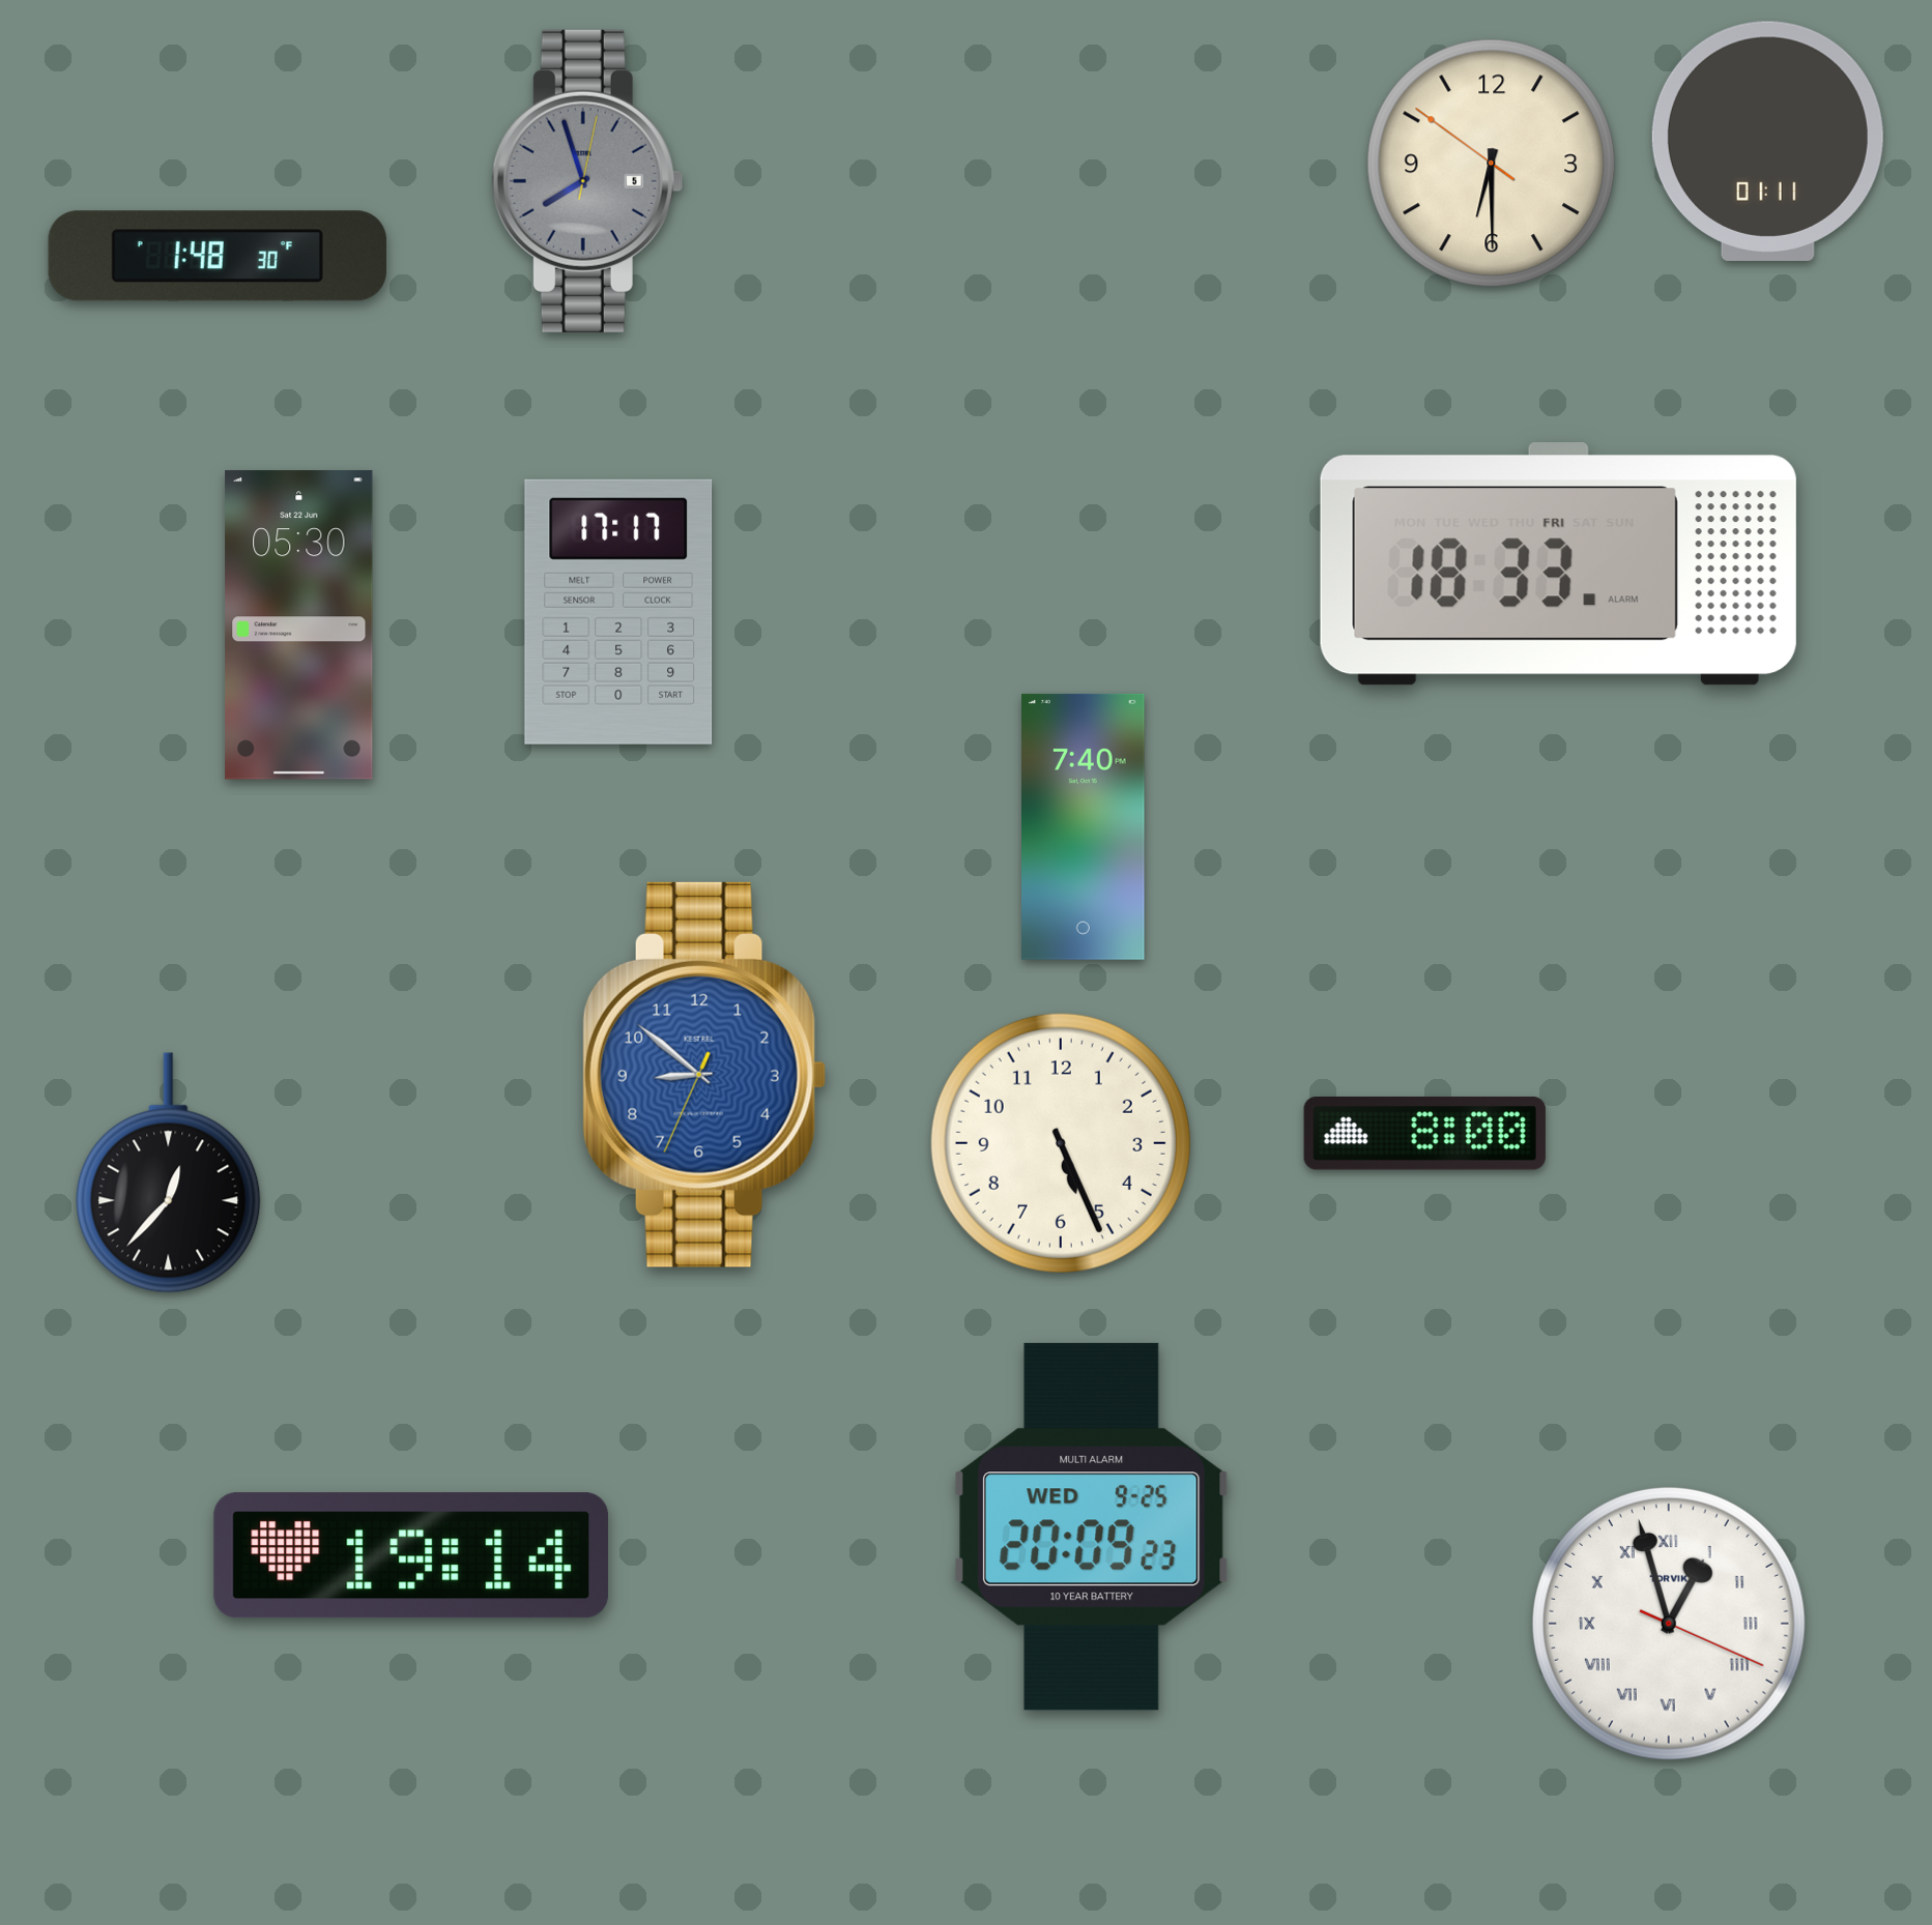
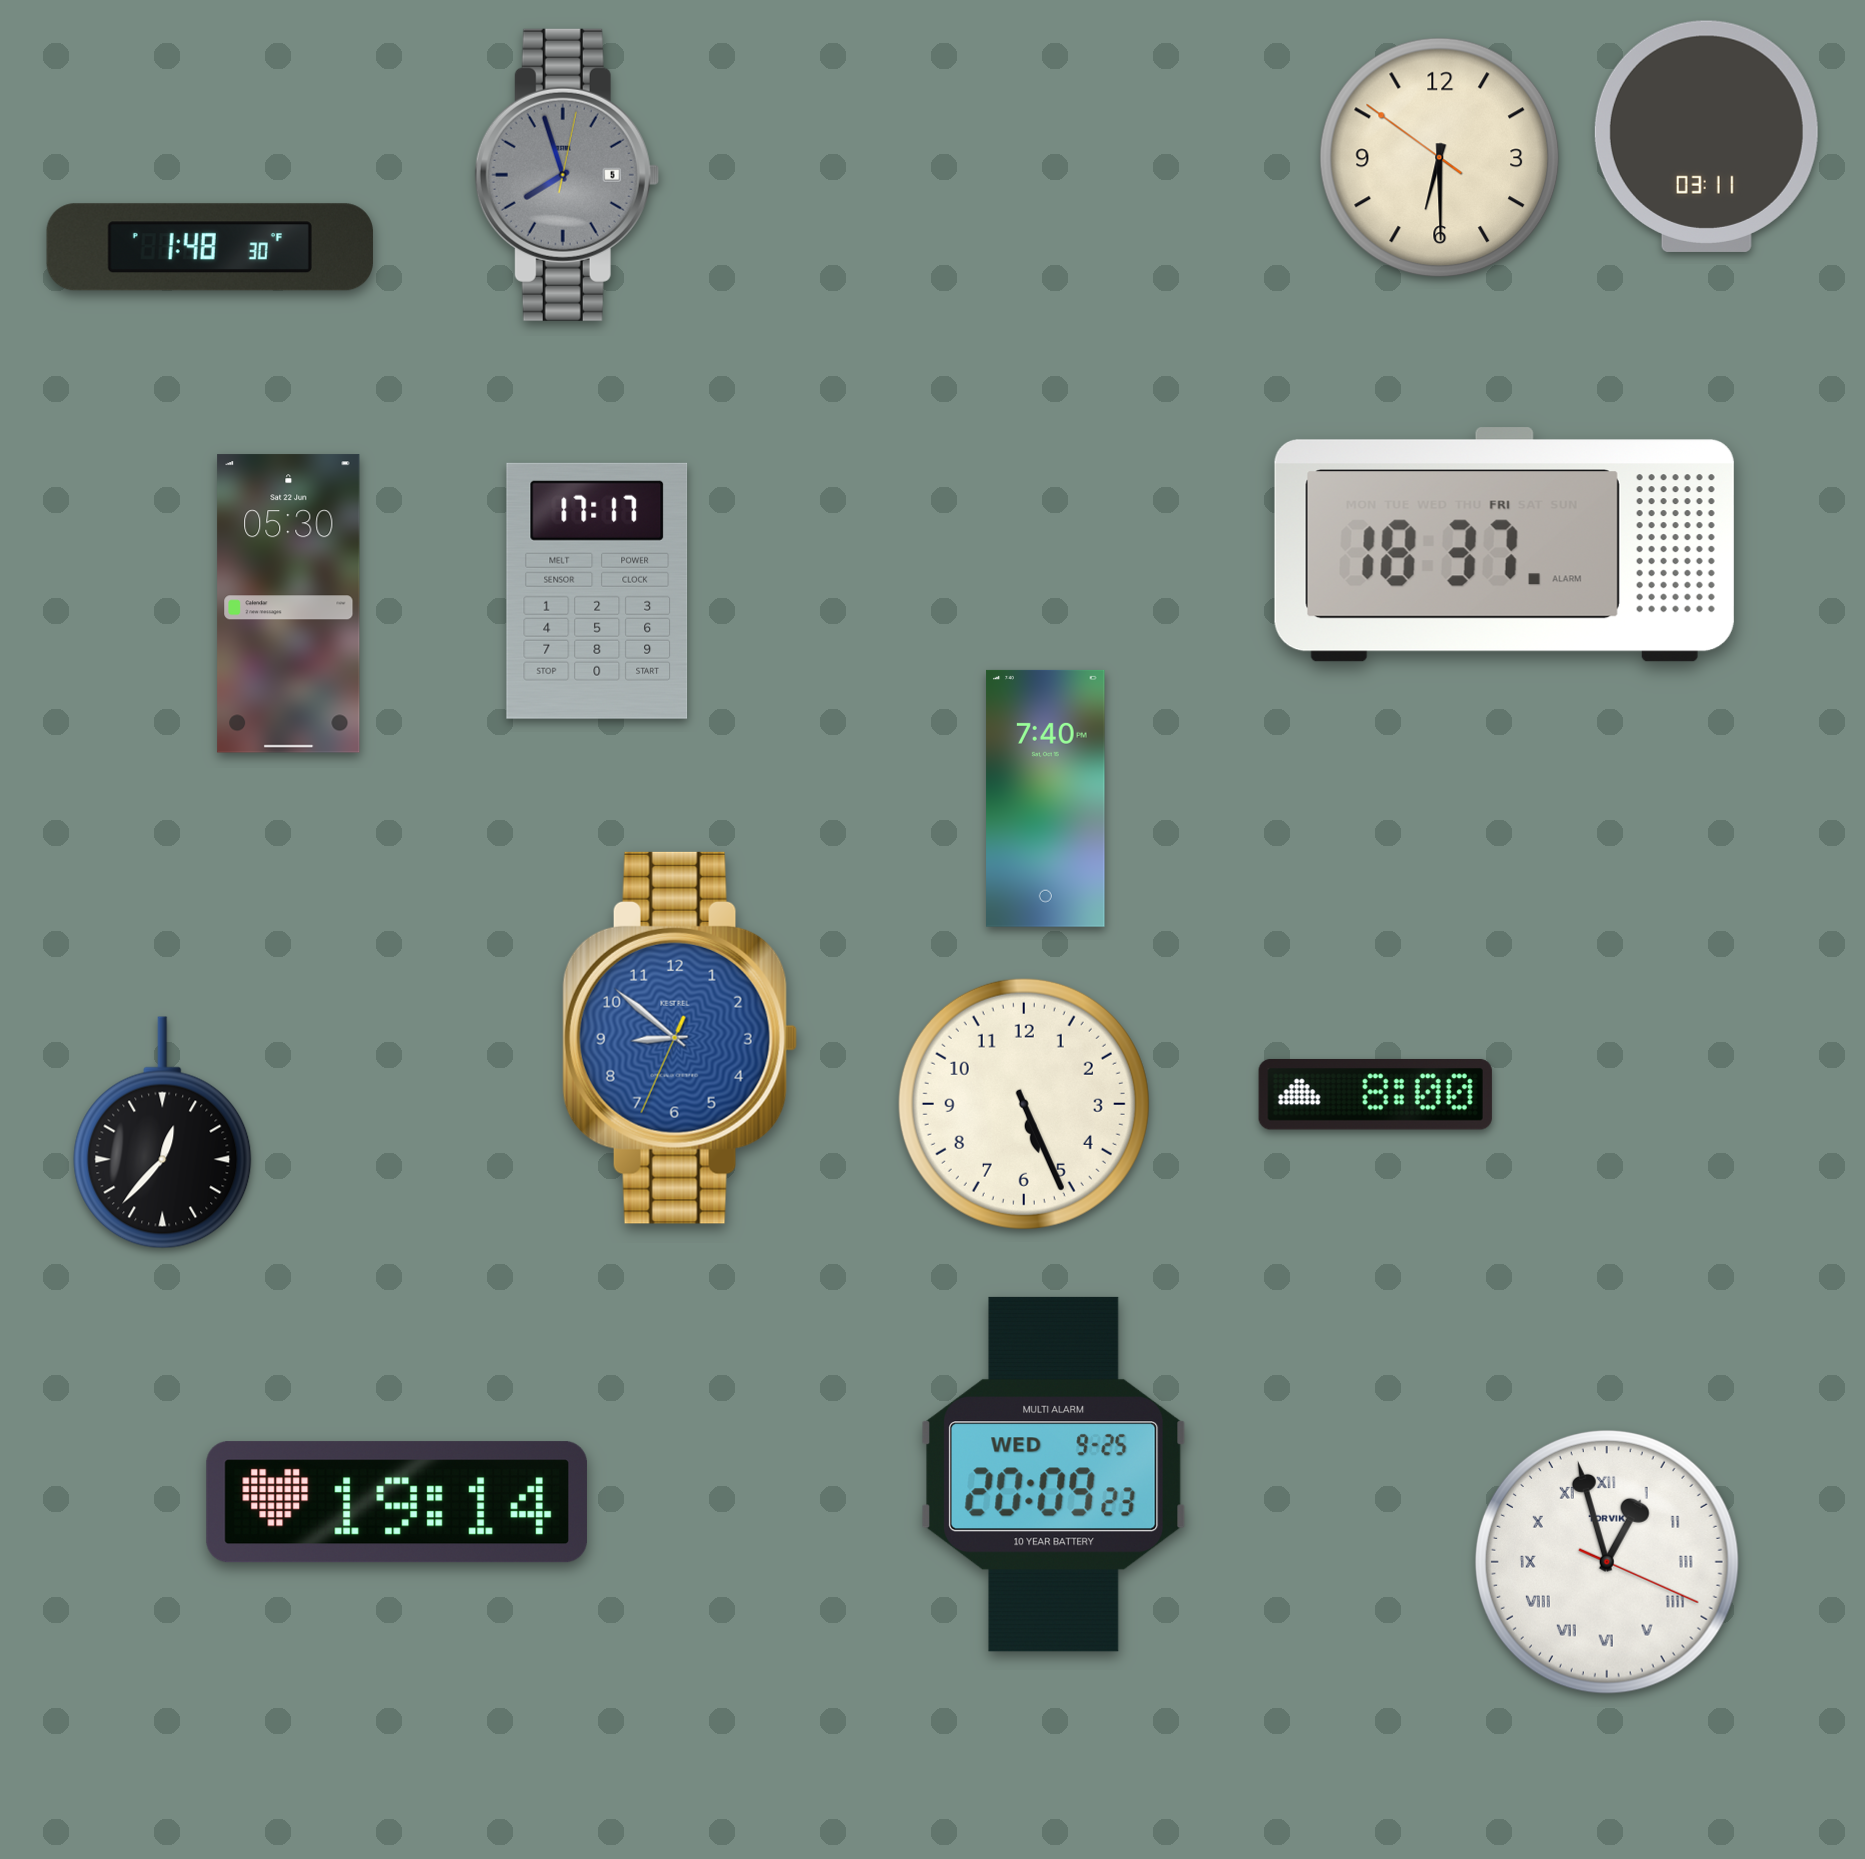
clock at (1767, 141): 01:11 -> 03:11
clock at (1558, 564): 18:33 -> 18:37
clock at (1669, 1624) position: (1669, 1624) -> (1607, 1562)
